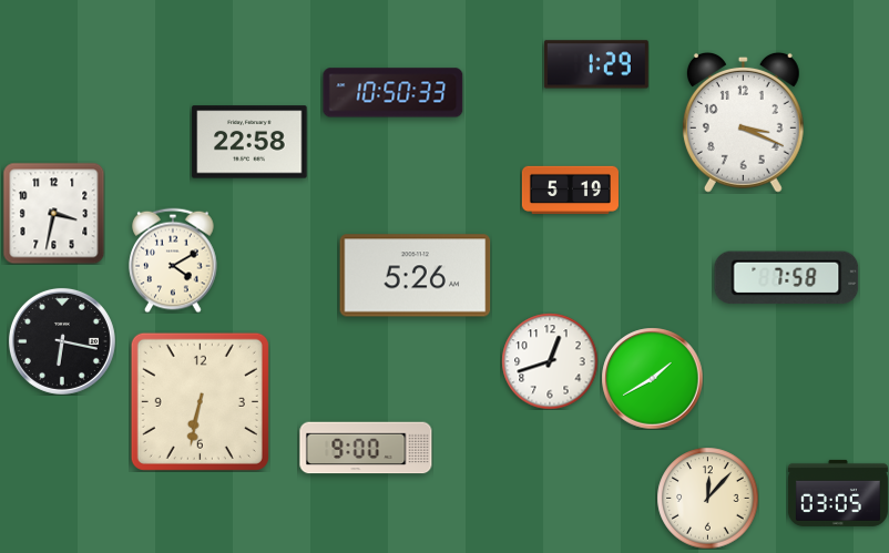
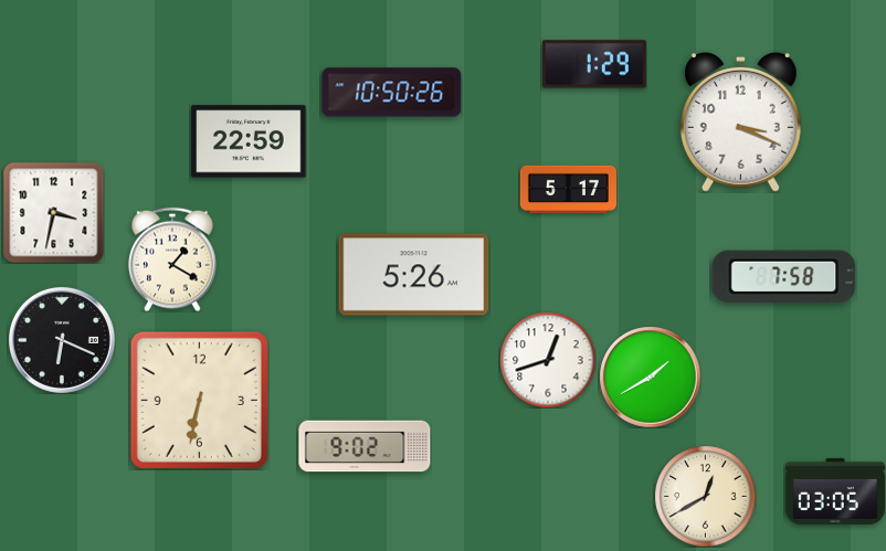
clock at (394, 93): 10:50:33 -> 10:50:26
clock at (249, 142): 22:58 -> 22:59
clock at (570, 190): 5:19 -> 5:17
clock at (173, 260): 4:10 -> 1:20
clock at (62, 341): 6:17 -> 6:19
clock at (366, 448): 9:00 -> 9:02
clock at (707, 498): 12:07 -> 12:40
